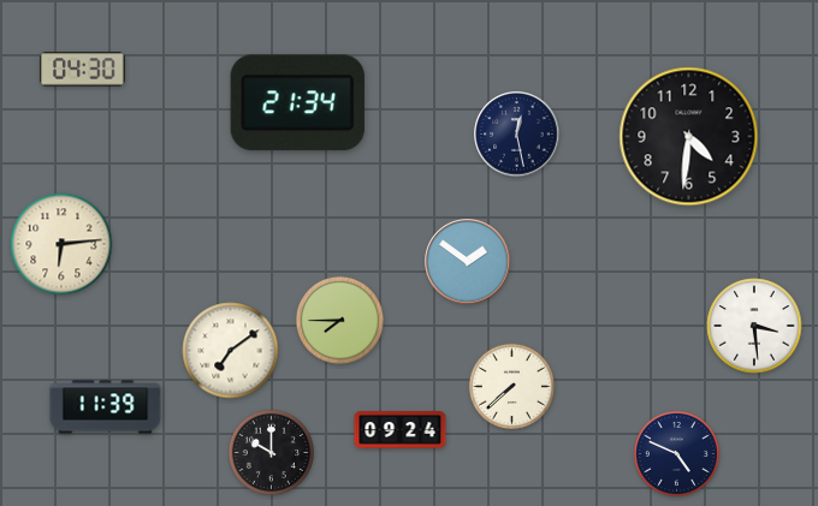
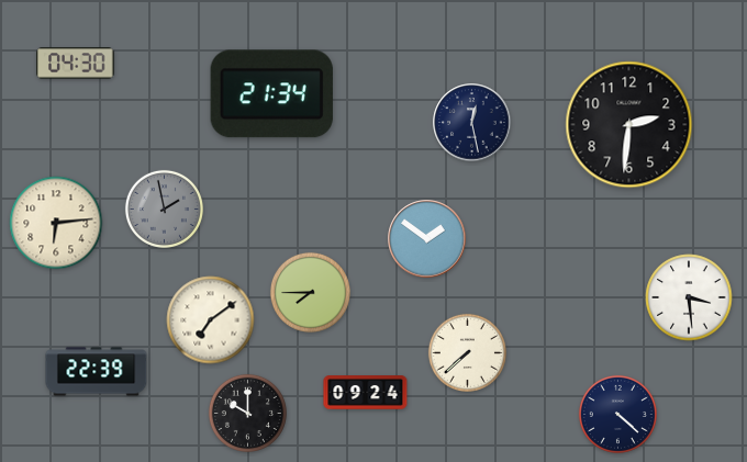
clock at (689, 137): 4:31 -> 2:31
clock at (164, 209): none -> 1:58
clock at (106, 407): 11:39 -> 22:39
clock at (676, 453): 4:49 -> 4:22
